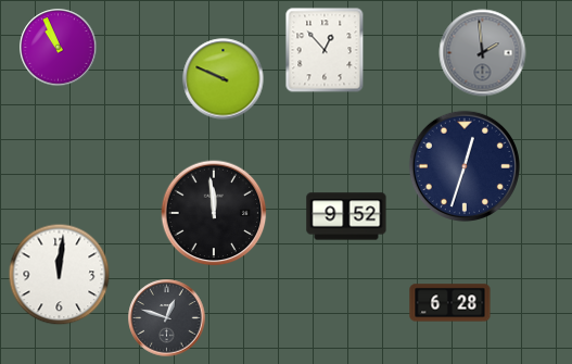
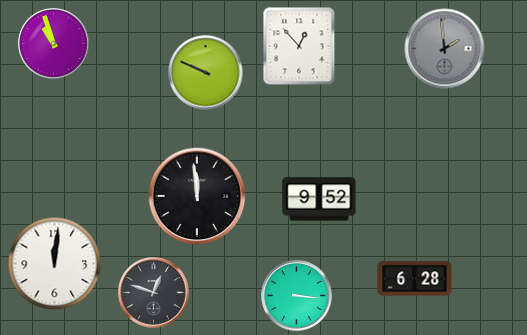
clock at (59, 48): 10:56 -> 10:57
clock at (465, 166): 12:33 -> none
clock at (60, 275) position: (60, 275) -> (55, 264)
clock at (297, 296): none -> 3:16
